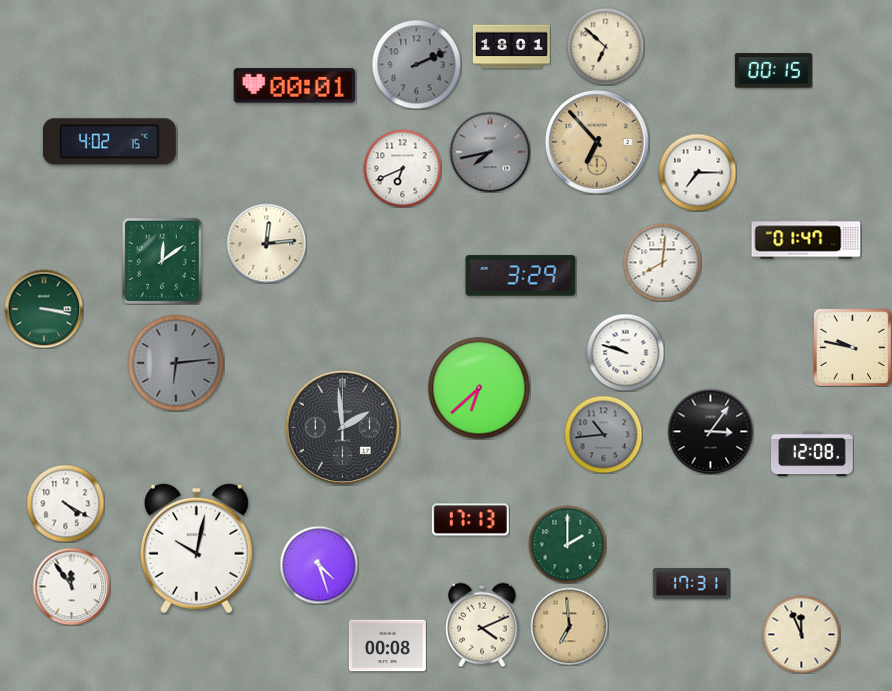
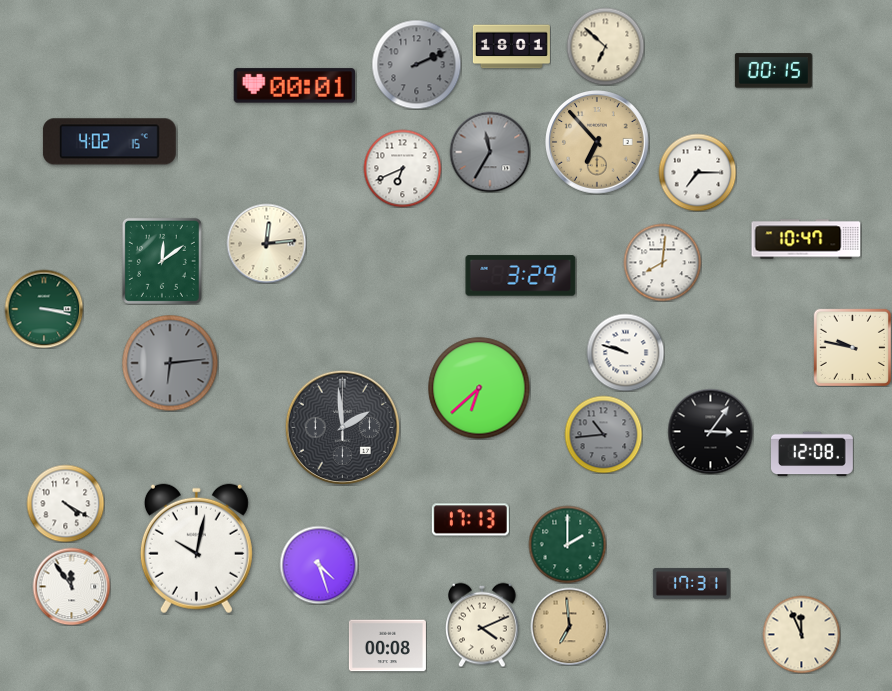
clock at (490, 152): 7:43 -> 11:35
clock at (806, 239): 01:47 -> 10:47
clock at (176, 363) position: (176, 363) -> (170, 363)
